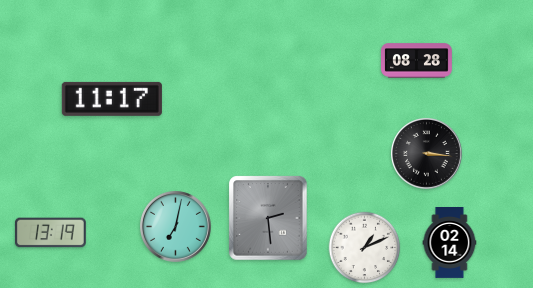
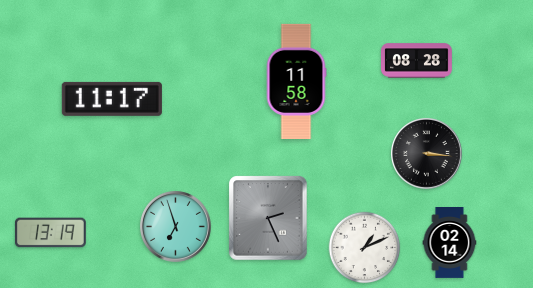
clock at (296, 81): none -> 11:58
clock at (268, 218): 2:29 -> 2:26
clock at (176, 227): 7:02 -> 6:57
